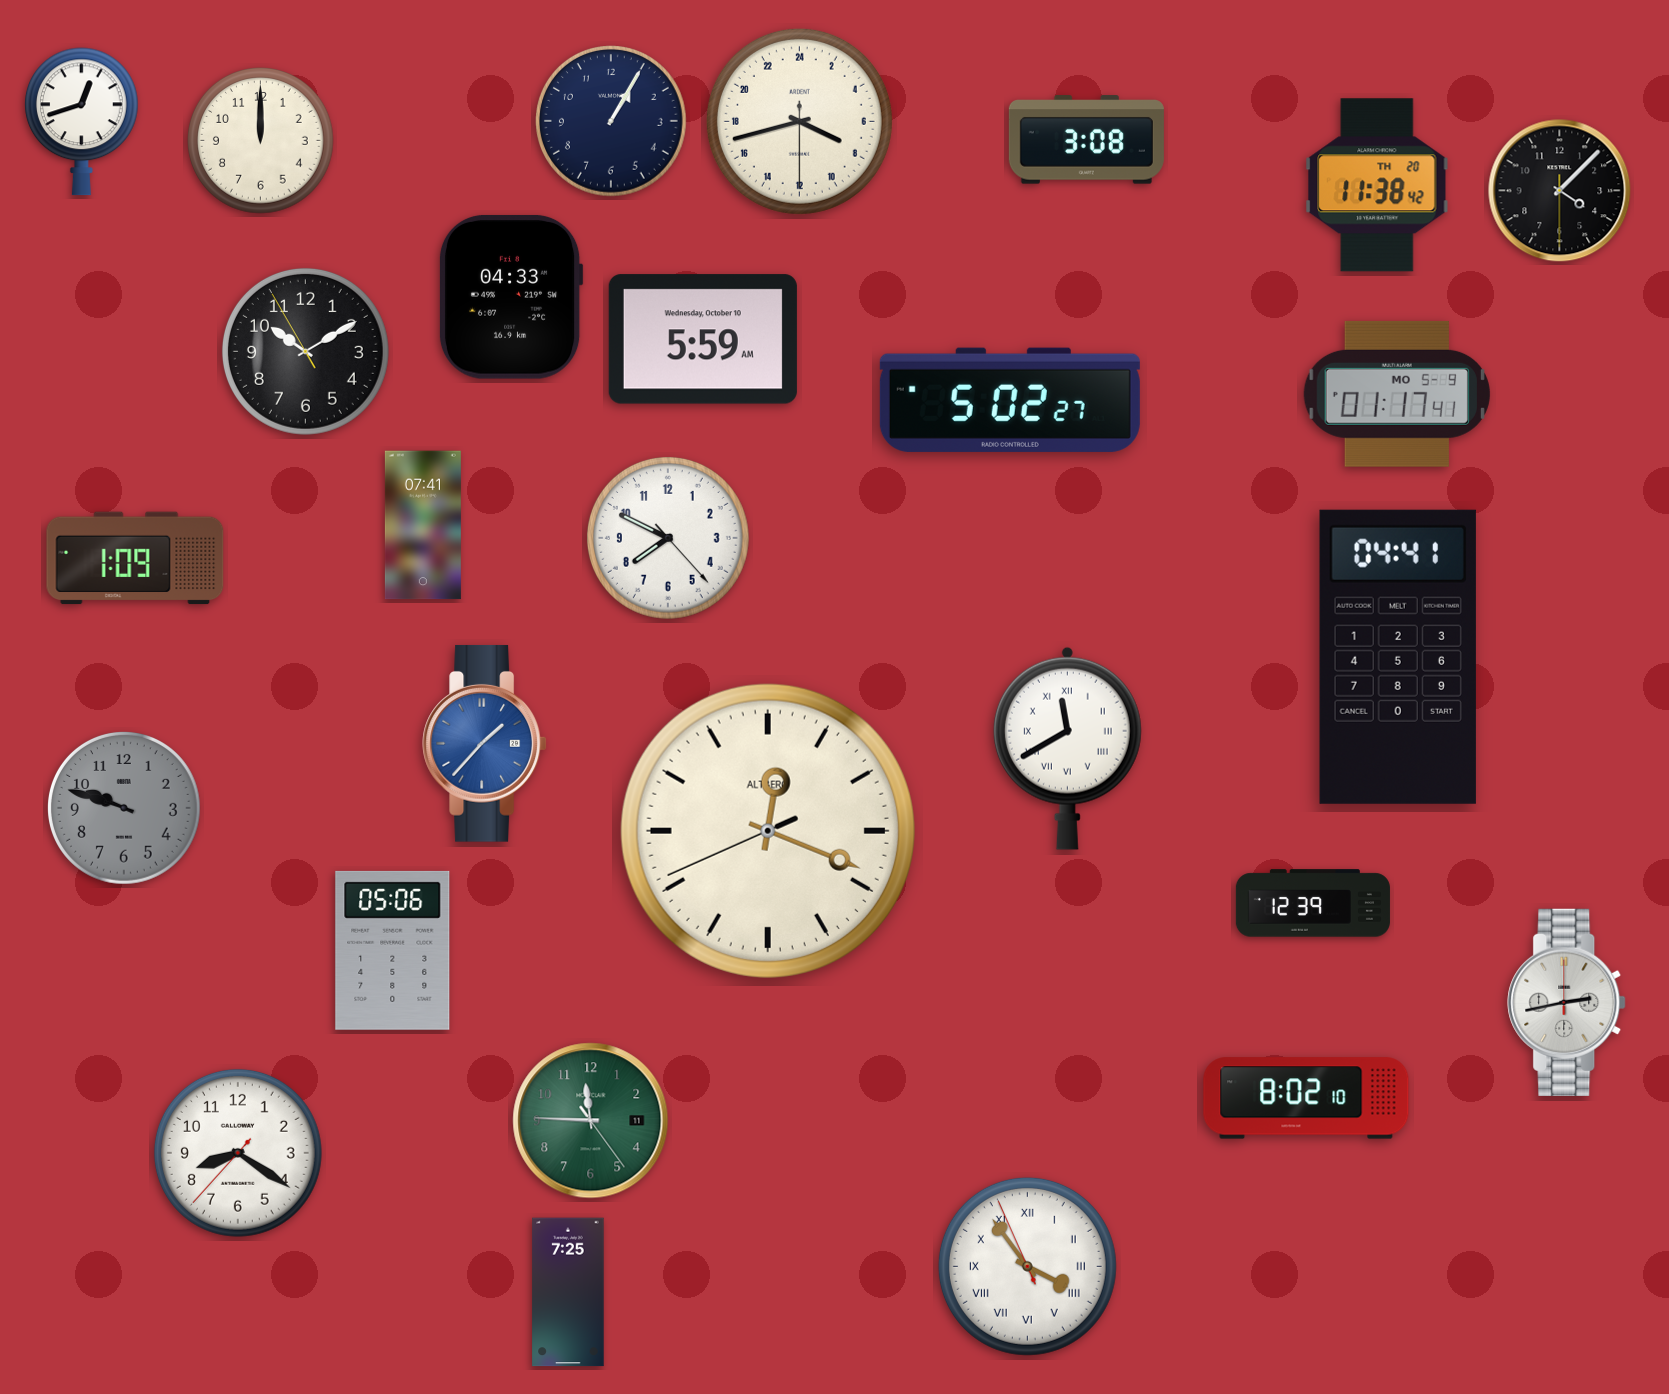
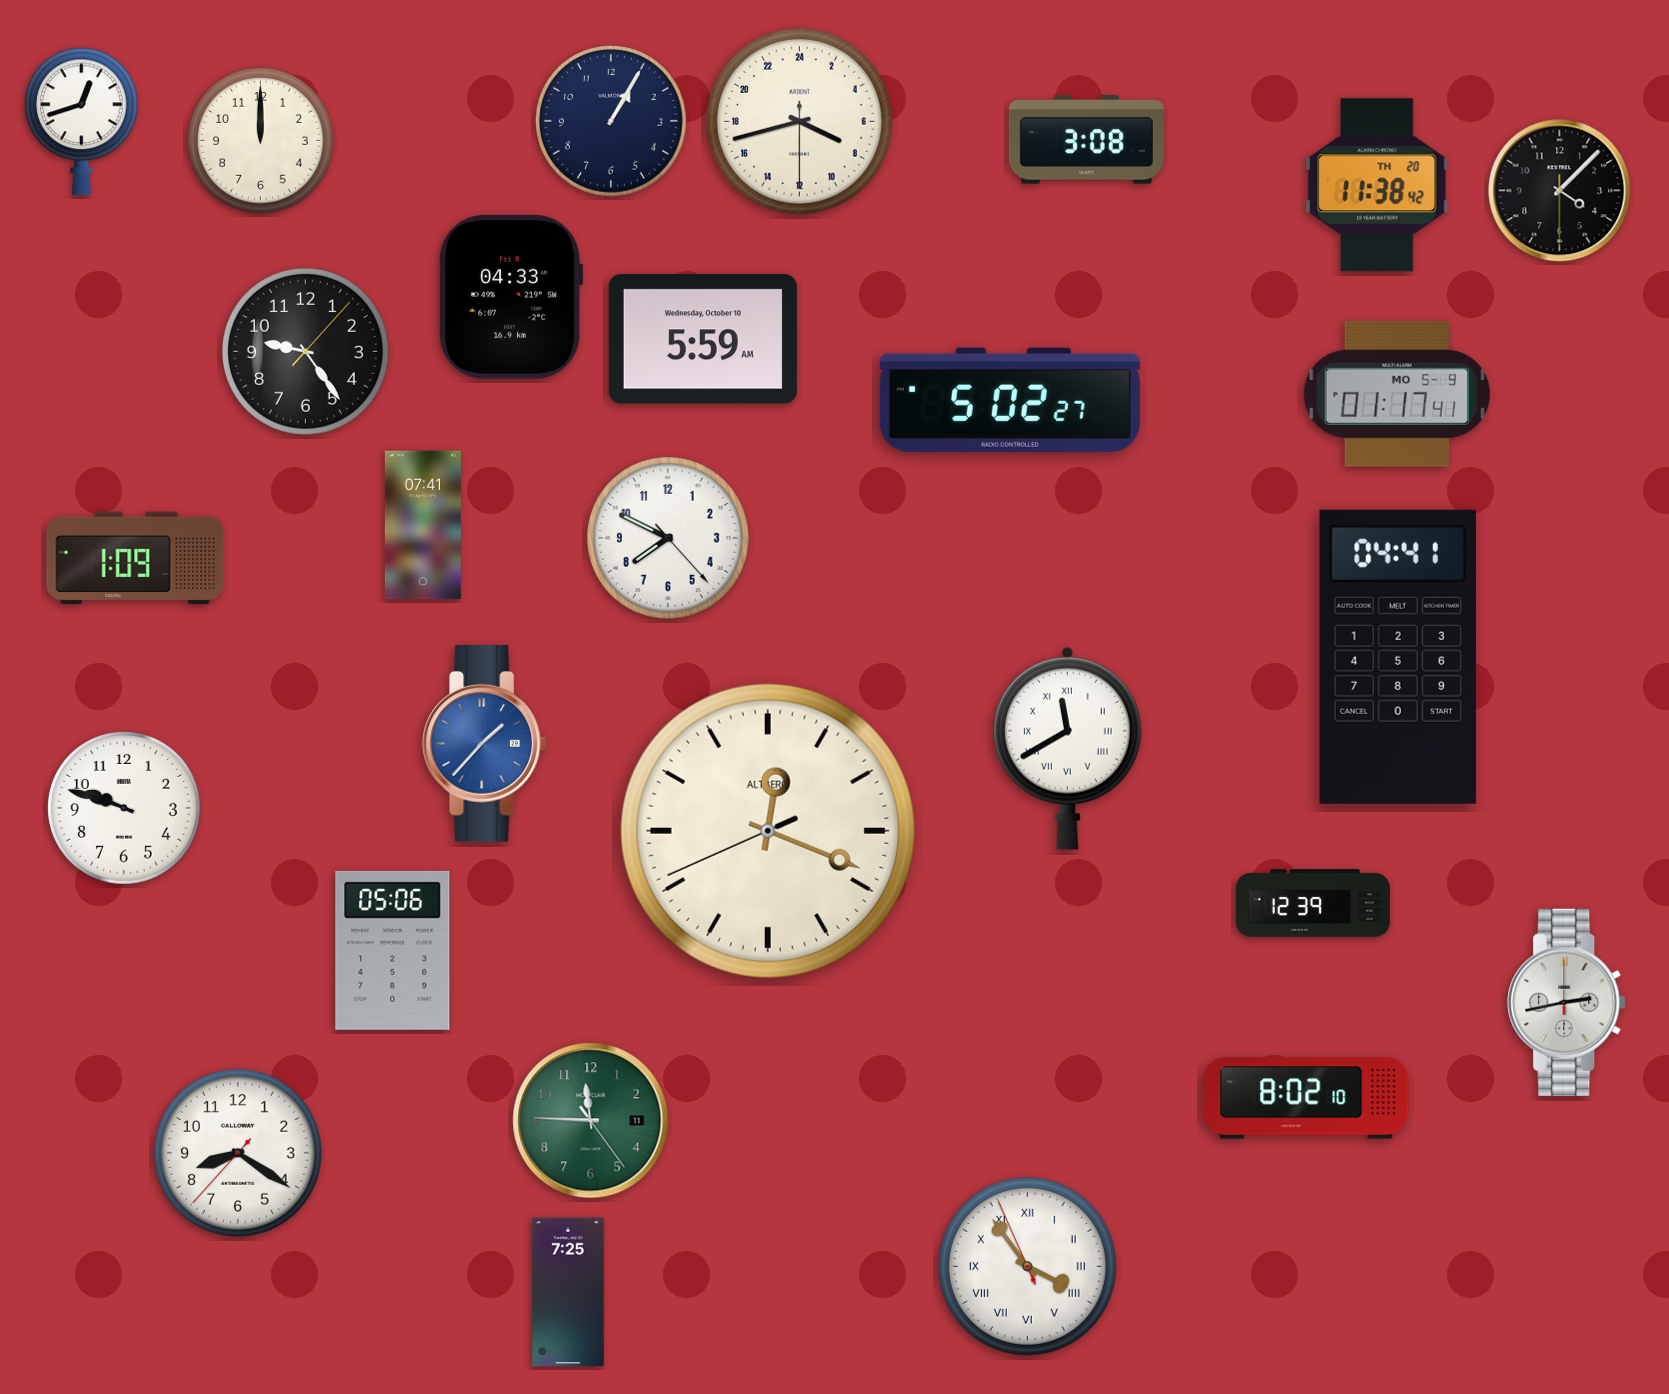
clock at (305, 351): 10:09 -> 9:24
clock at (125, 809) dial: grey -> white
